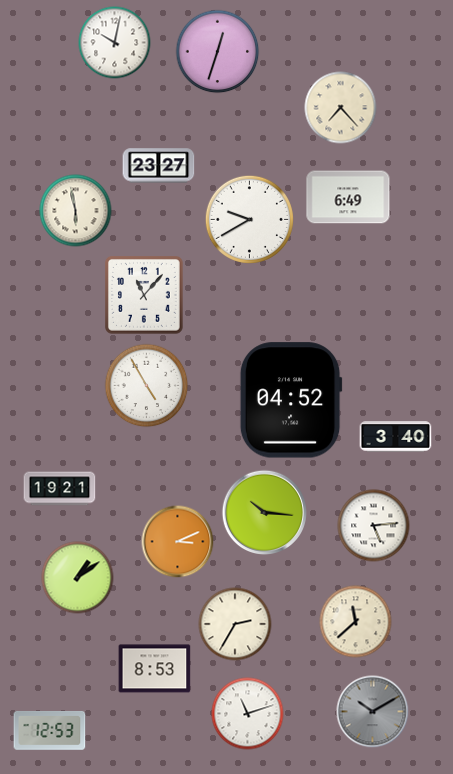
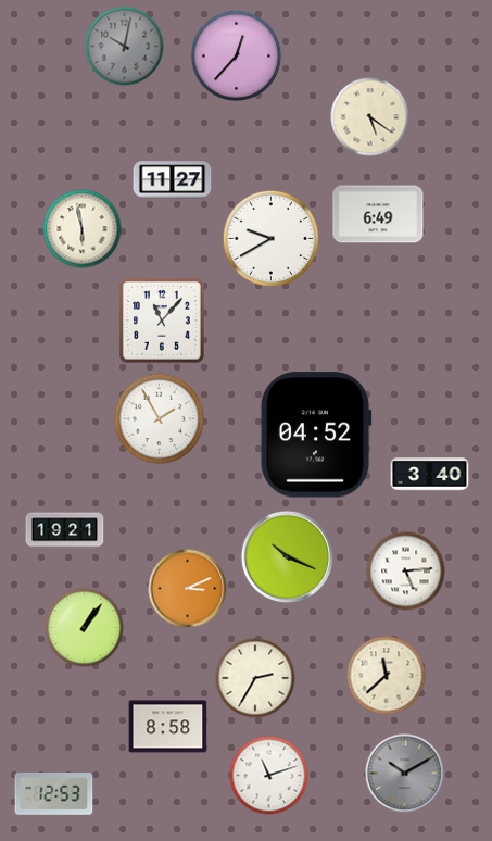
clock at (115, 43) dial: white -> grey
clock at (218, 52): 12:33 -> 12:37
clock at (341, 108): 7:23 -> 5:21
clock at (159, 166): 23:27 -> 11:27
clock at (145, 296) position: (145, 296) -> (163, 322)
clock at (147, 386): 4:55 -> 1:55
clock at (264, 512): 10:16 -> 10:19
clock at (178, 542) position: (178, 542) -> (188, 589)
clock at (78, 578): 1:09 -> 1:06
clock at (155, 669): 8:53 -> 8:58
